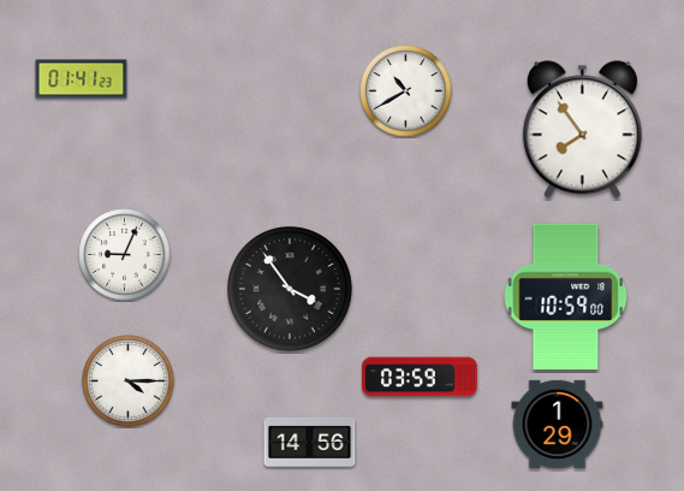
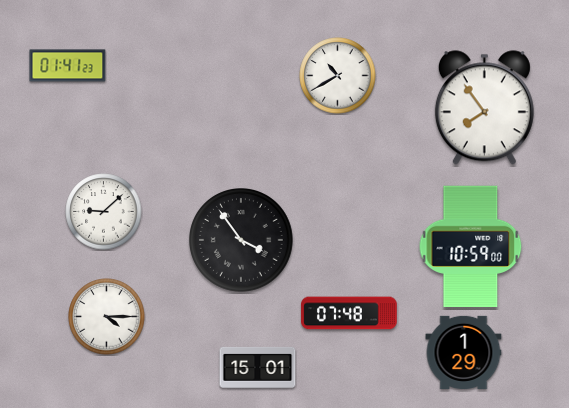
clock at (125, 255): 9:04 -> 9:08
clock at (420, 377): 03:59 -> 07:48
clock at (310, 442): 14:56 -> 15:01
